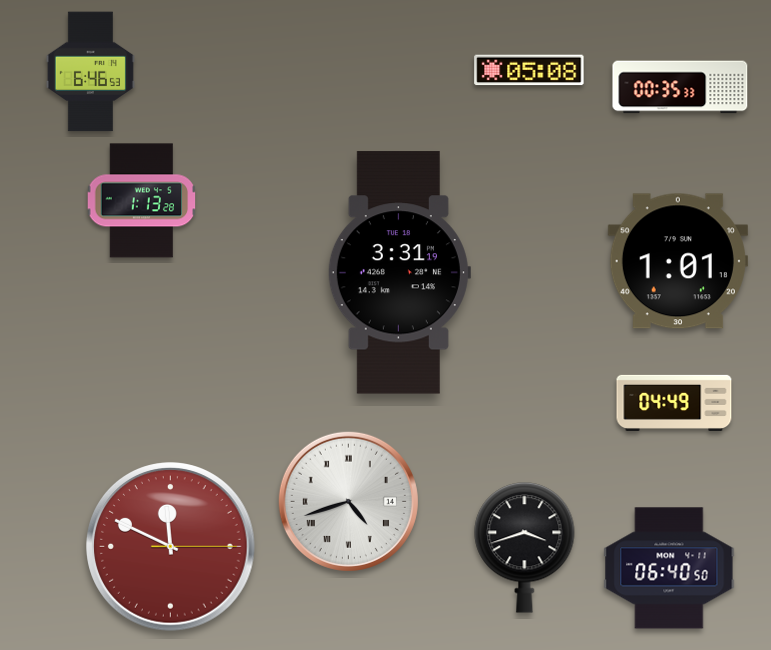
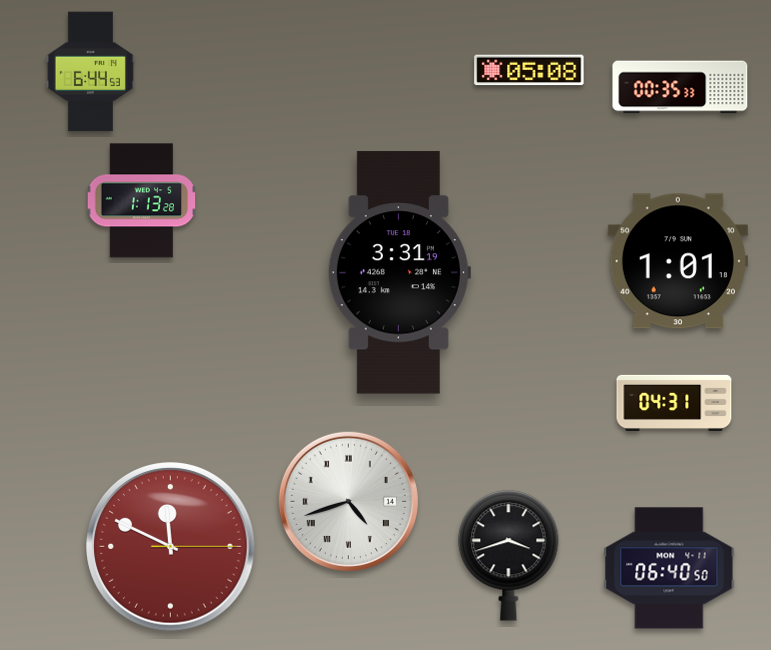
clock at (90, 72): 6:46 -> 6:44
clock at (674, 403): 04:49 -> 04:31
clock at (525, 548) position: (525, 548) -> (509, 556)
